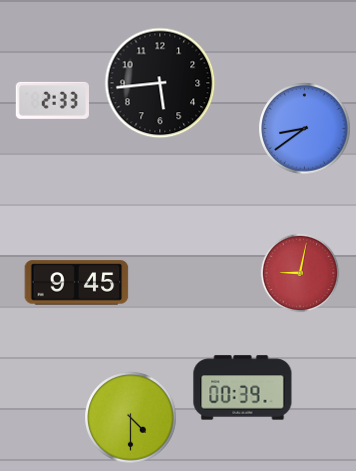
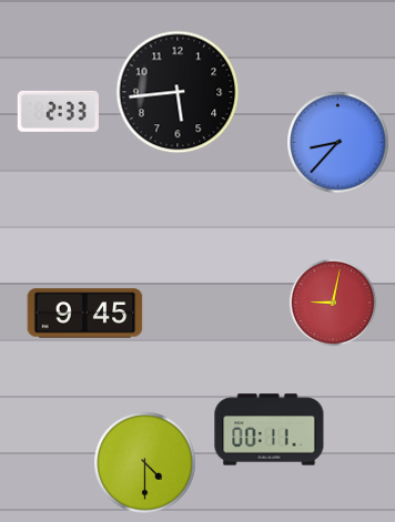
clock at (305, 129): 8:39 -> 8:37
clock at (243, 388): 00:39 -> 00:11
